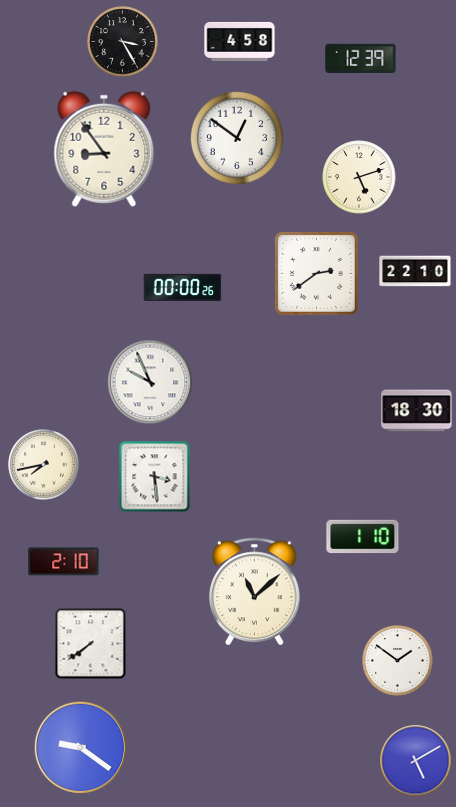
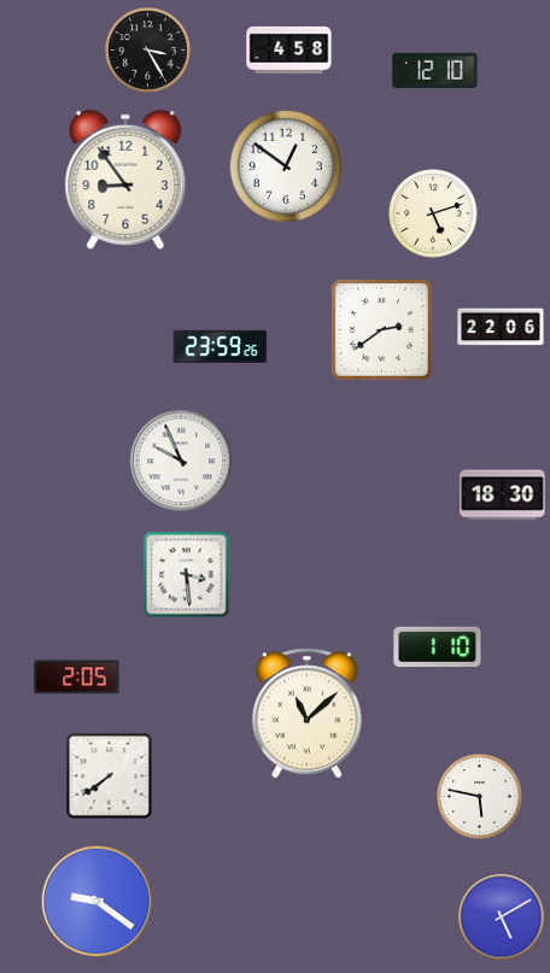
clock at (361, 58): 12:39 -> 12:10
clock at (415, 271): 22:10 -> 22:06
clock at (183, 287): 00:00 -> 23:59
clock at (44, 465): 7:43 -> none
clock at (64, 562): 2:10 -> 2:05
clock at (398, 661): 1:51 -> 5:47
